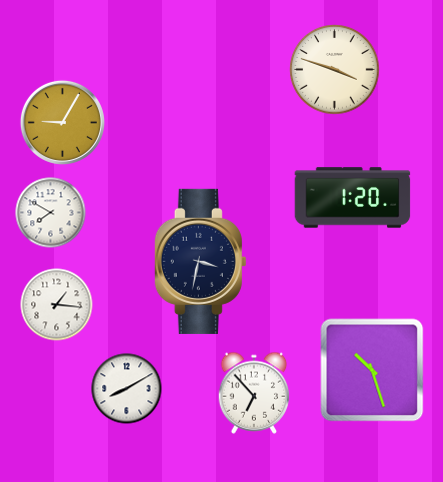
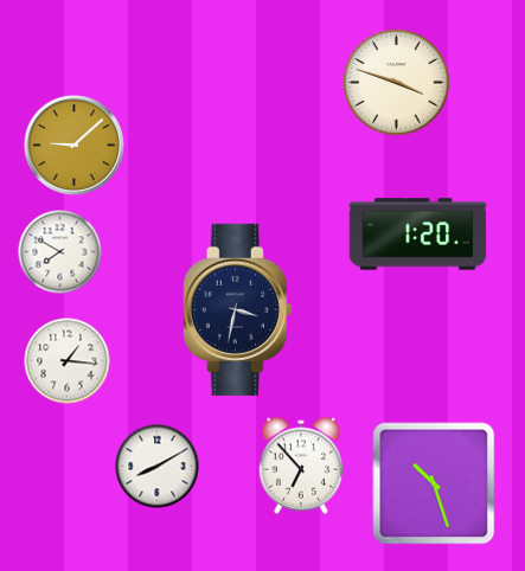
clock at (62, 122): 9:05 -> 9:08
clock at (372, 370) position: (372, 370) -> (434, 483)
clock at (127, 389) position: (127, 389) -> (158, 467)
